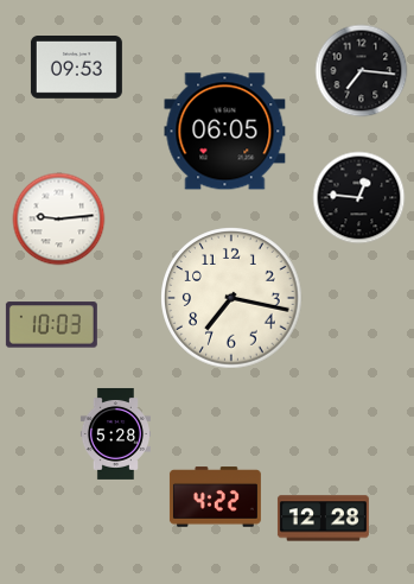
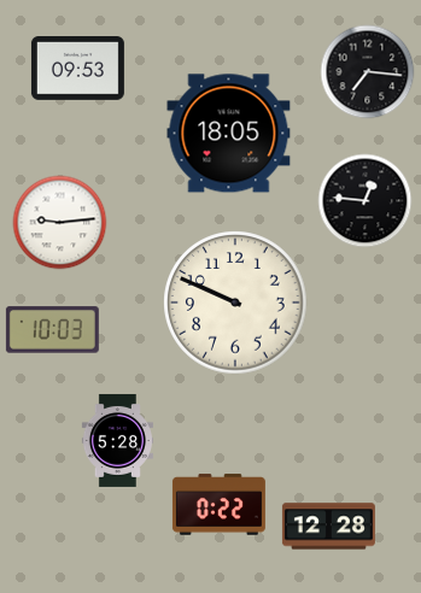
clock at (225, 132): 06:05 -> 18:05
clock at (231, 298): 7:17 -> 9:49
clock at (215, 497): 4:22 -> 0:22
